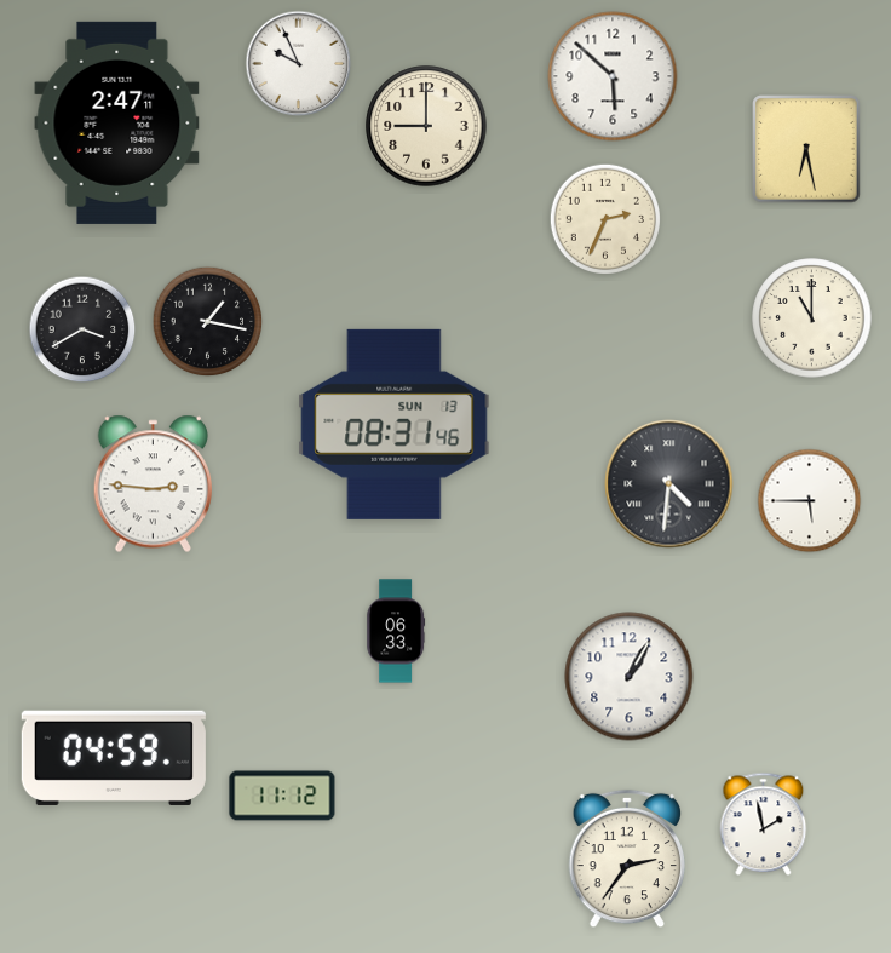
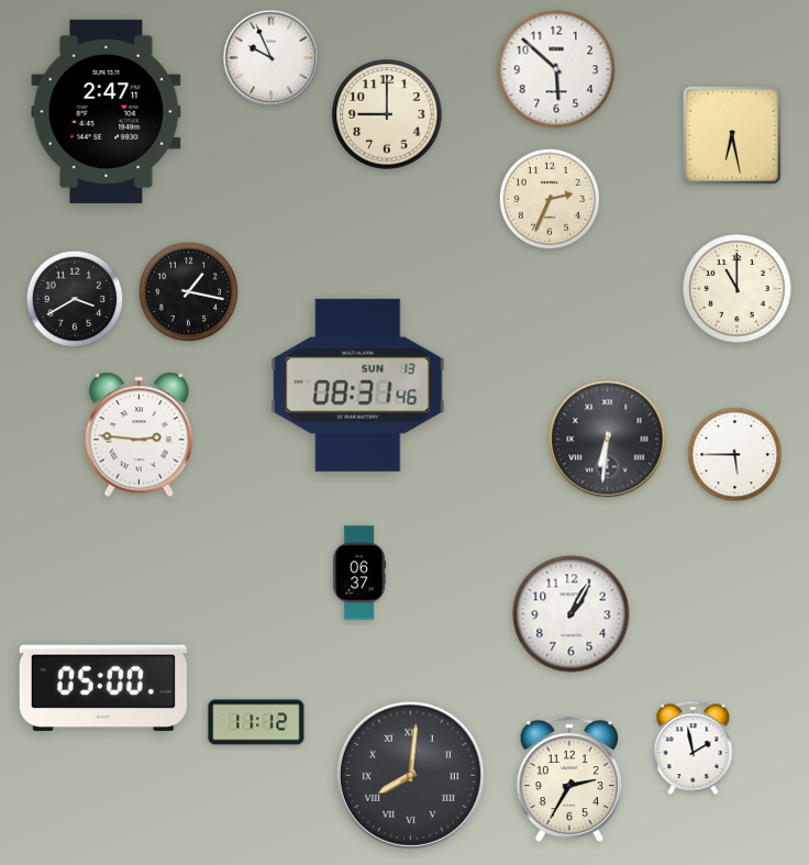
clock at (153, 484) position: (153, 484) -> (138, 435)
clock at (669, 484): 4:31 -> 6:31
clock at (396, 631): 06:33 -> 06:37
clock at (114, 758): 04:59 -> 05:00
clock at (410, 775): none -> 8:01
clock at (627, 859): 2:36 -> 2:35
